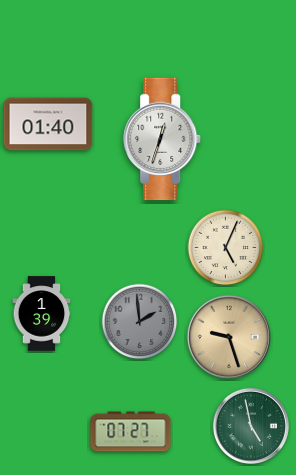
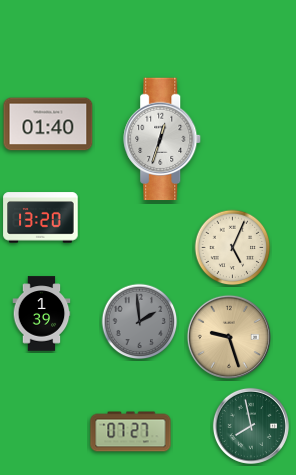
clock at (41, 218): none -> 13:20
clock at (226, 248) position: (226, 248) -> (233, 248)
clock at (251, 426): 4:58 -> 7:58
